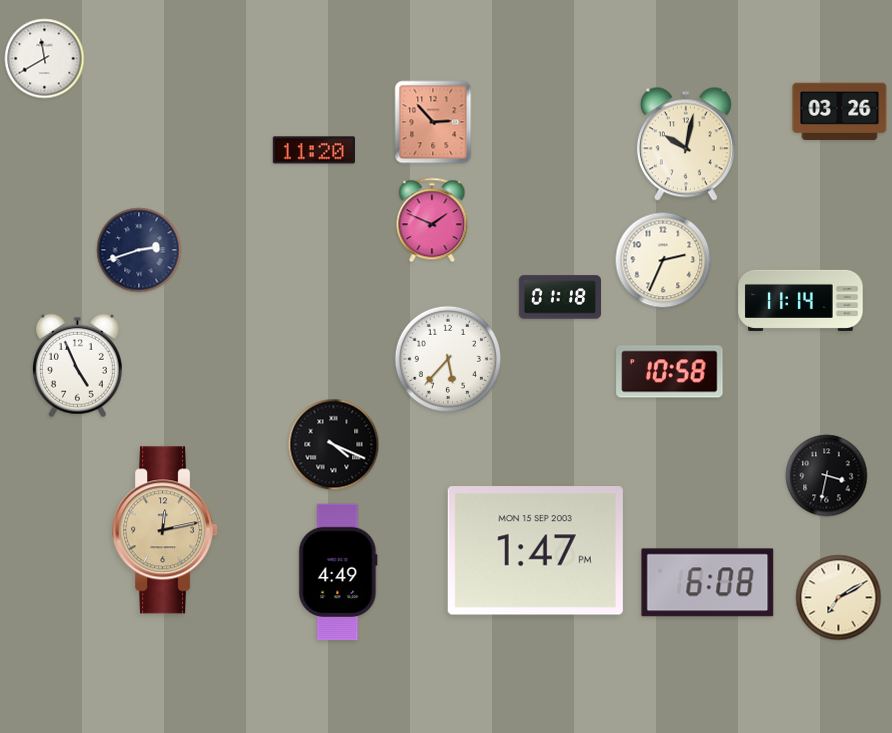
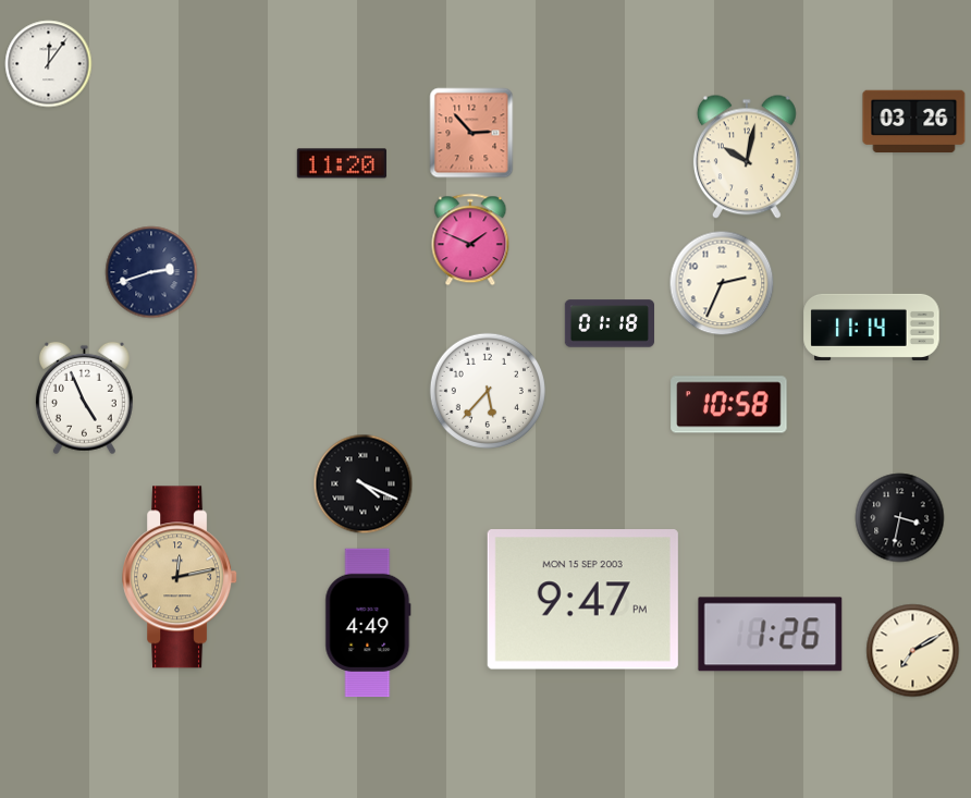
clock at (45, 59): 11:40 -> 12:06
clock at (535, 551): 1:47 -> 9:47
clock at (708, 583): 6:08 -> 1:26
